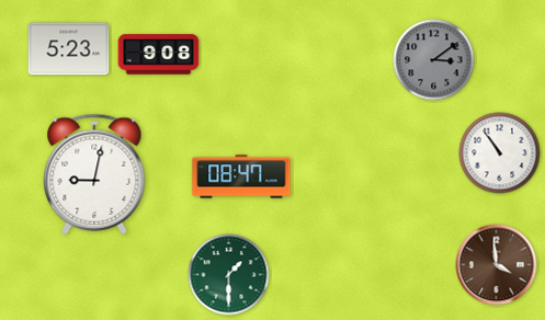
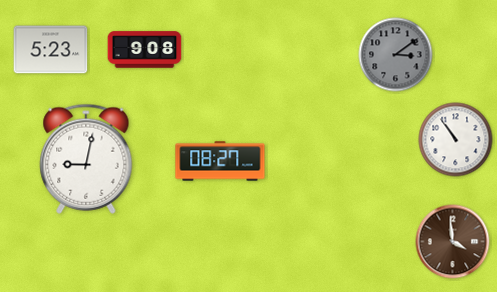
clock at (69, 49) position: (69, 49) -> (51, 50)
clock at (241, 176): 08:47 -> 08:27
clock at (229, 275): 1:30 -> none
